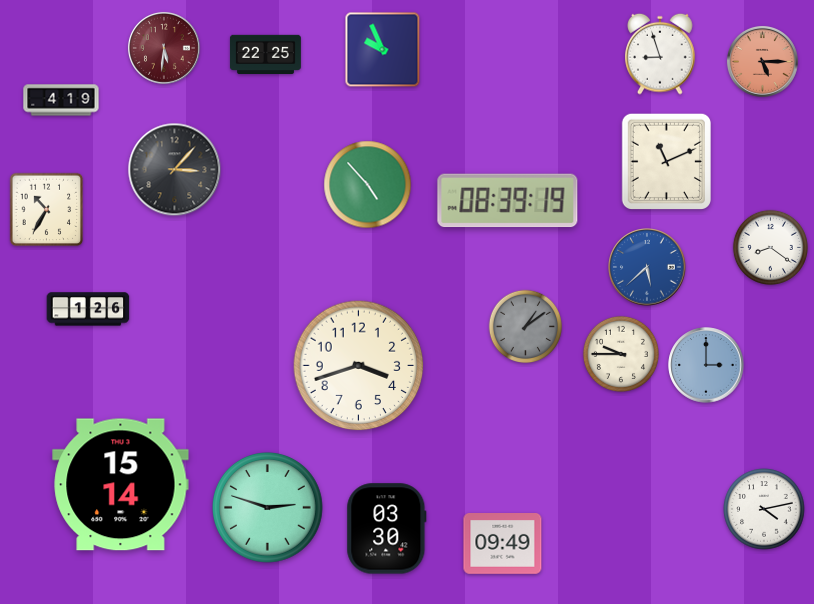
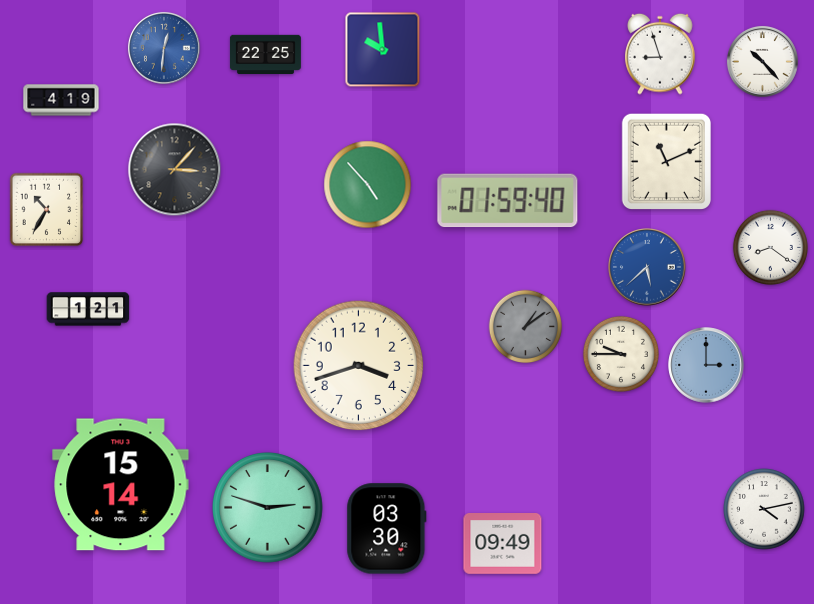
clock at (164, 48): 5:31 -> 12:31
clock at (164, 48) dial: burgundy -> blue
clock at (383, 50): 9:56 -> 9:59
clock at (762, 61): 5:15 -> 10:23
clock at (762, 61) dial: salmon -> white
clock at (508, 201): 08:39 -> 01:59
clock at (88, 309): 1:26 -> 1:21
